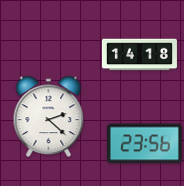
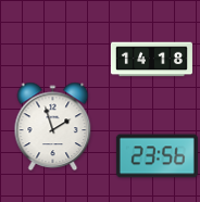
clock at (49, 117): 2:22 -> 1:57
